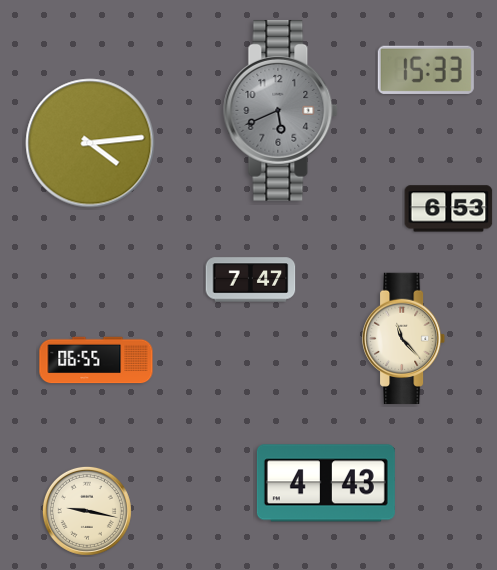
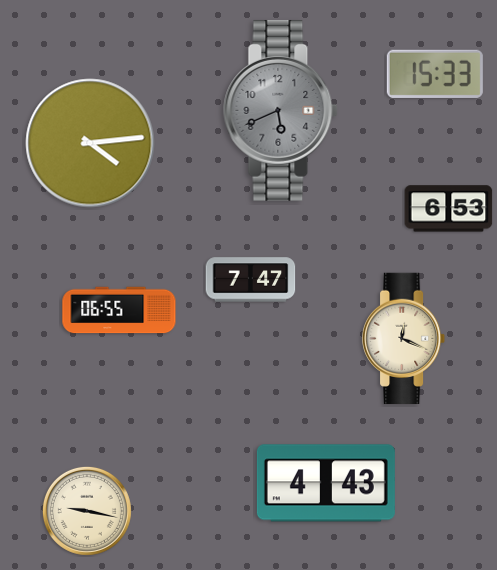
clock at (426, 70) position: (426, 70) -> (435, 74)
clock at (405, 338): 11:23 -> 12:19
clock at (96, 360) position: (96, 360) -> (119, 310)
